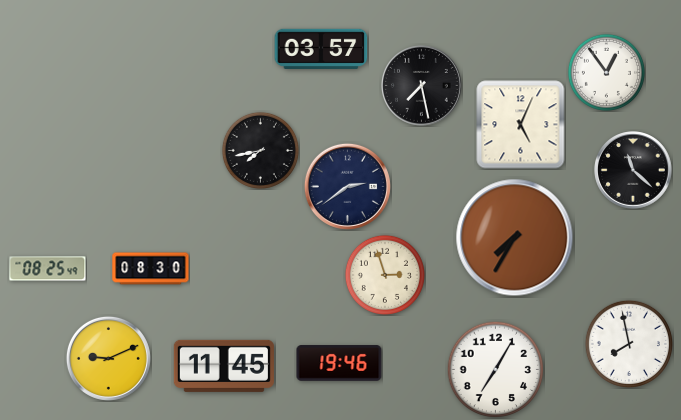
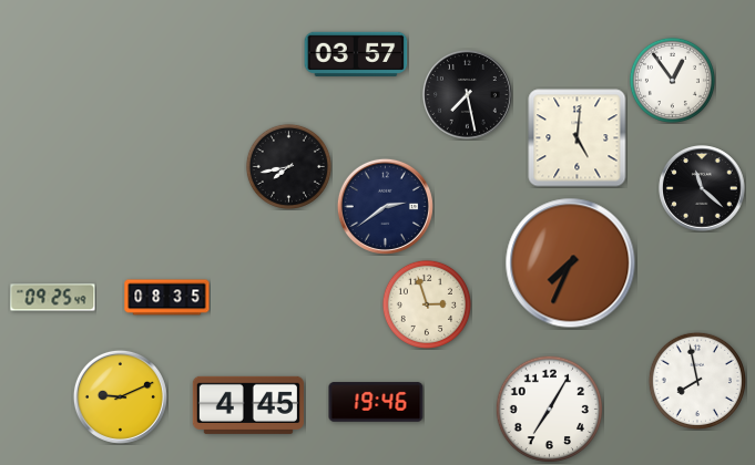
clock at (521, 125): 5:04 -> 5:01
clock at (515, 238): 7:35 -> 7:34
clock at (48, 269): 08:25 -> 09:25
clock at (151, 269): 08:30 -> 08:35
clock at (224, 366): 11:45 -> 4:45
